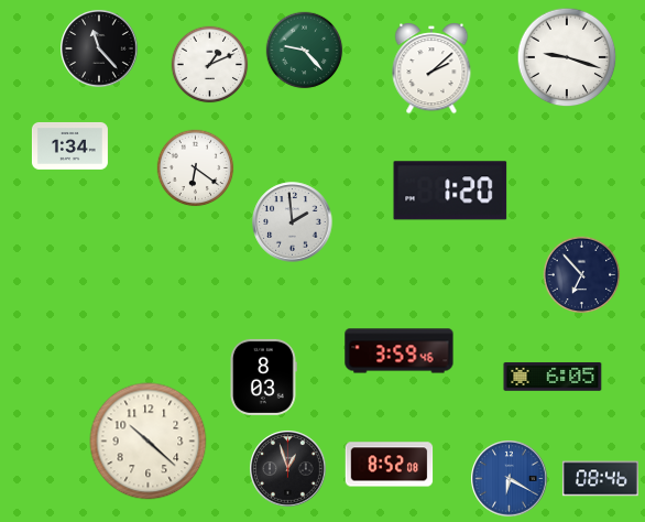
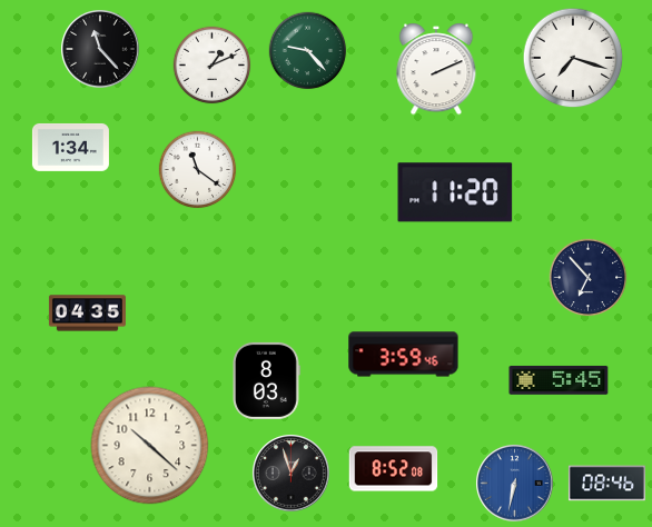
clock at (567, 57): 9:18 -> 7:18
clock at (431, 68): 2:08 -> 2:11
clock at (196, 168): 6:21 -> 11:21
clock at (450, 191): 1:20 -> 11:20
clock at (293, 222): 1:59 -> none
clock at (87, 314): none -> 04:35
clock at (553, 377): 6:05 -> 5:45
clock at (510, 479): 6:20 -> 6:32
